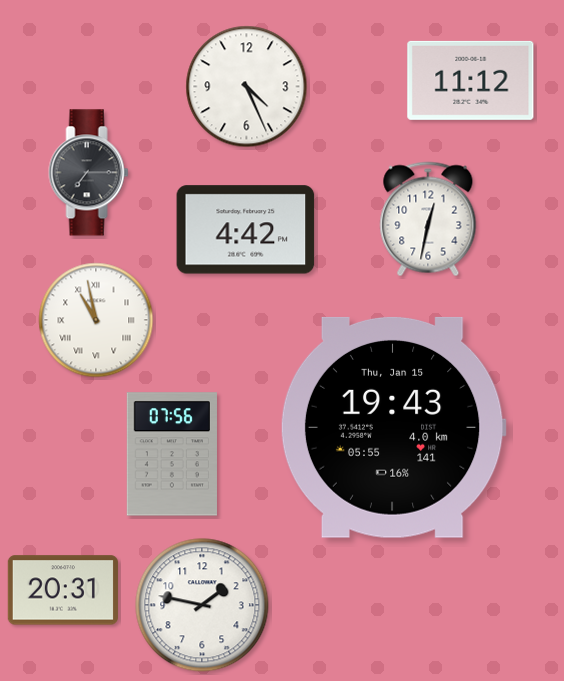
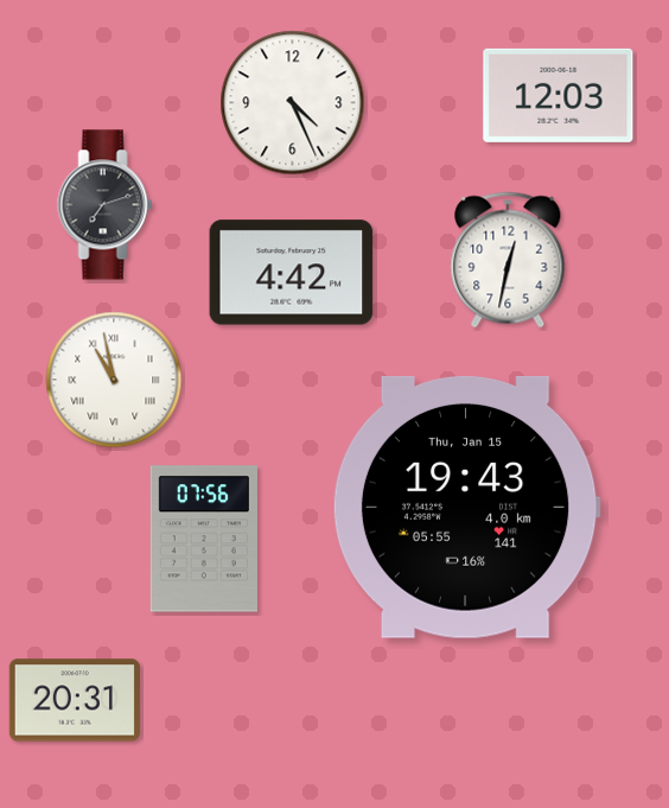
clock at (471, 80): 11:12 -> 12:03
clock at (89, 173): 7:15 -> 7:12
clock at (202, 605): 1:47 -> none
